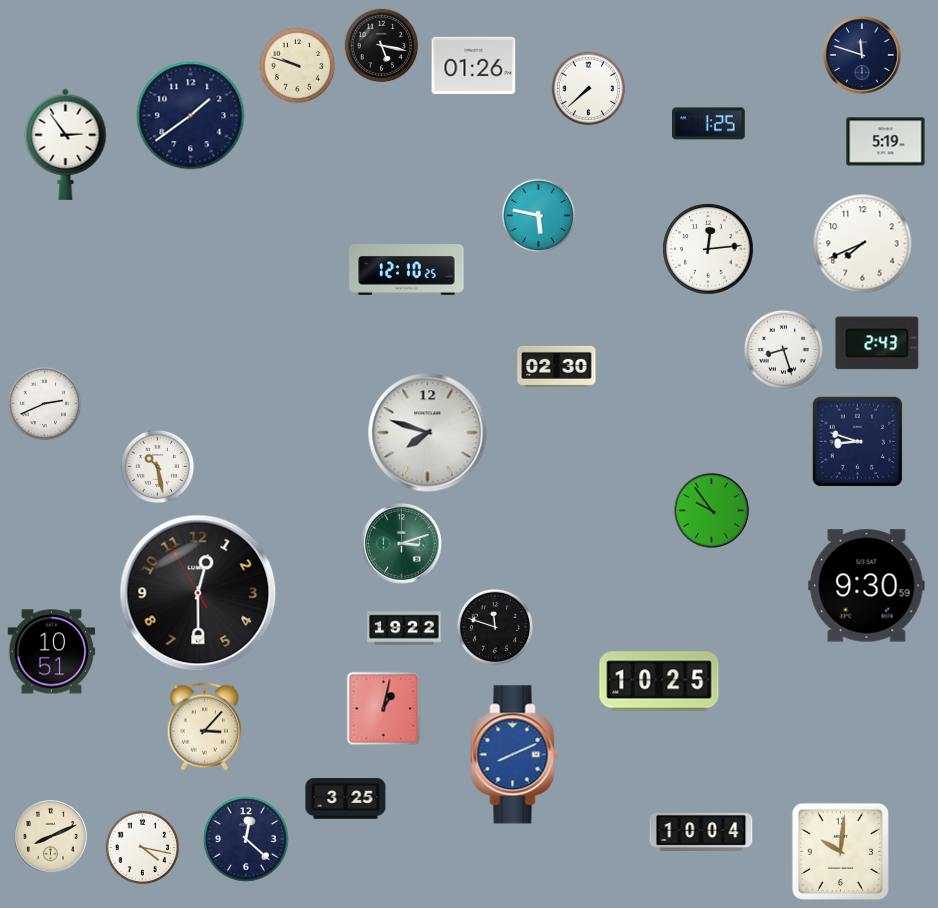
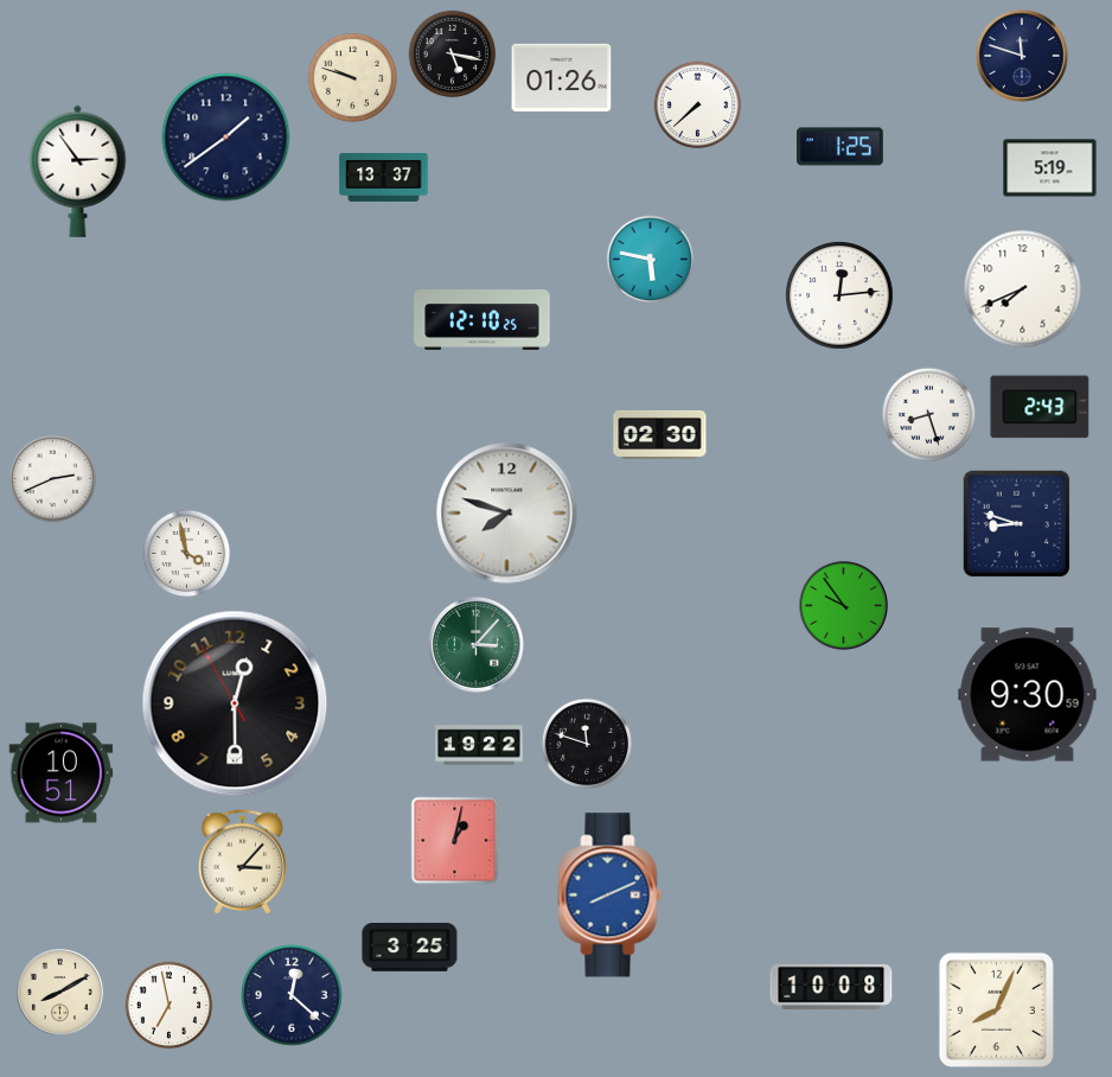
clock at (863, 56) position: (863, 56) -> (1023, 57)
clock at (384, 177): none -> 13:37
clock at (539, 216) position: (539, 216) -> (651, 260)
clock at (158, 467): 10:28 -> 3:58
clock at (402, 544): 3:12 -> 3:07
clock at (659, 681): 10:25 -> none
clock at (701, 832): 10:04 -> 10:08
clock at (50, 836): 8:11 -> 8:10
clock at (143, 848): 4:17 -> 6:58
clock at (840, 851): 10:01 -> 8:04
